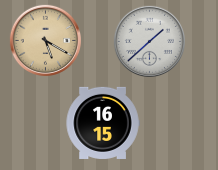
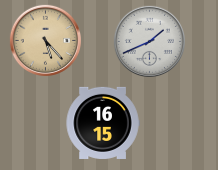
clock at (45, 40): 5:20 -> 5:23
clock at (149, 41): 1:38 -> 1:41
